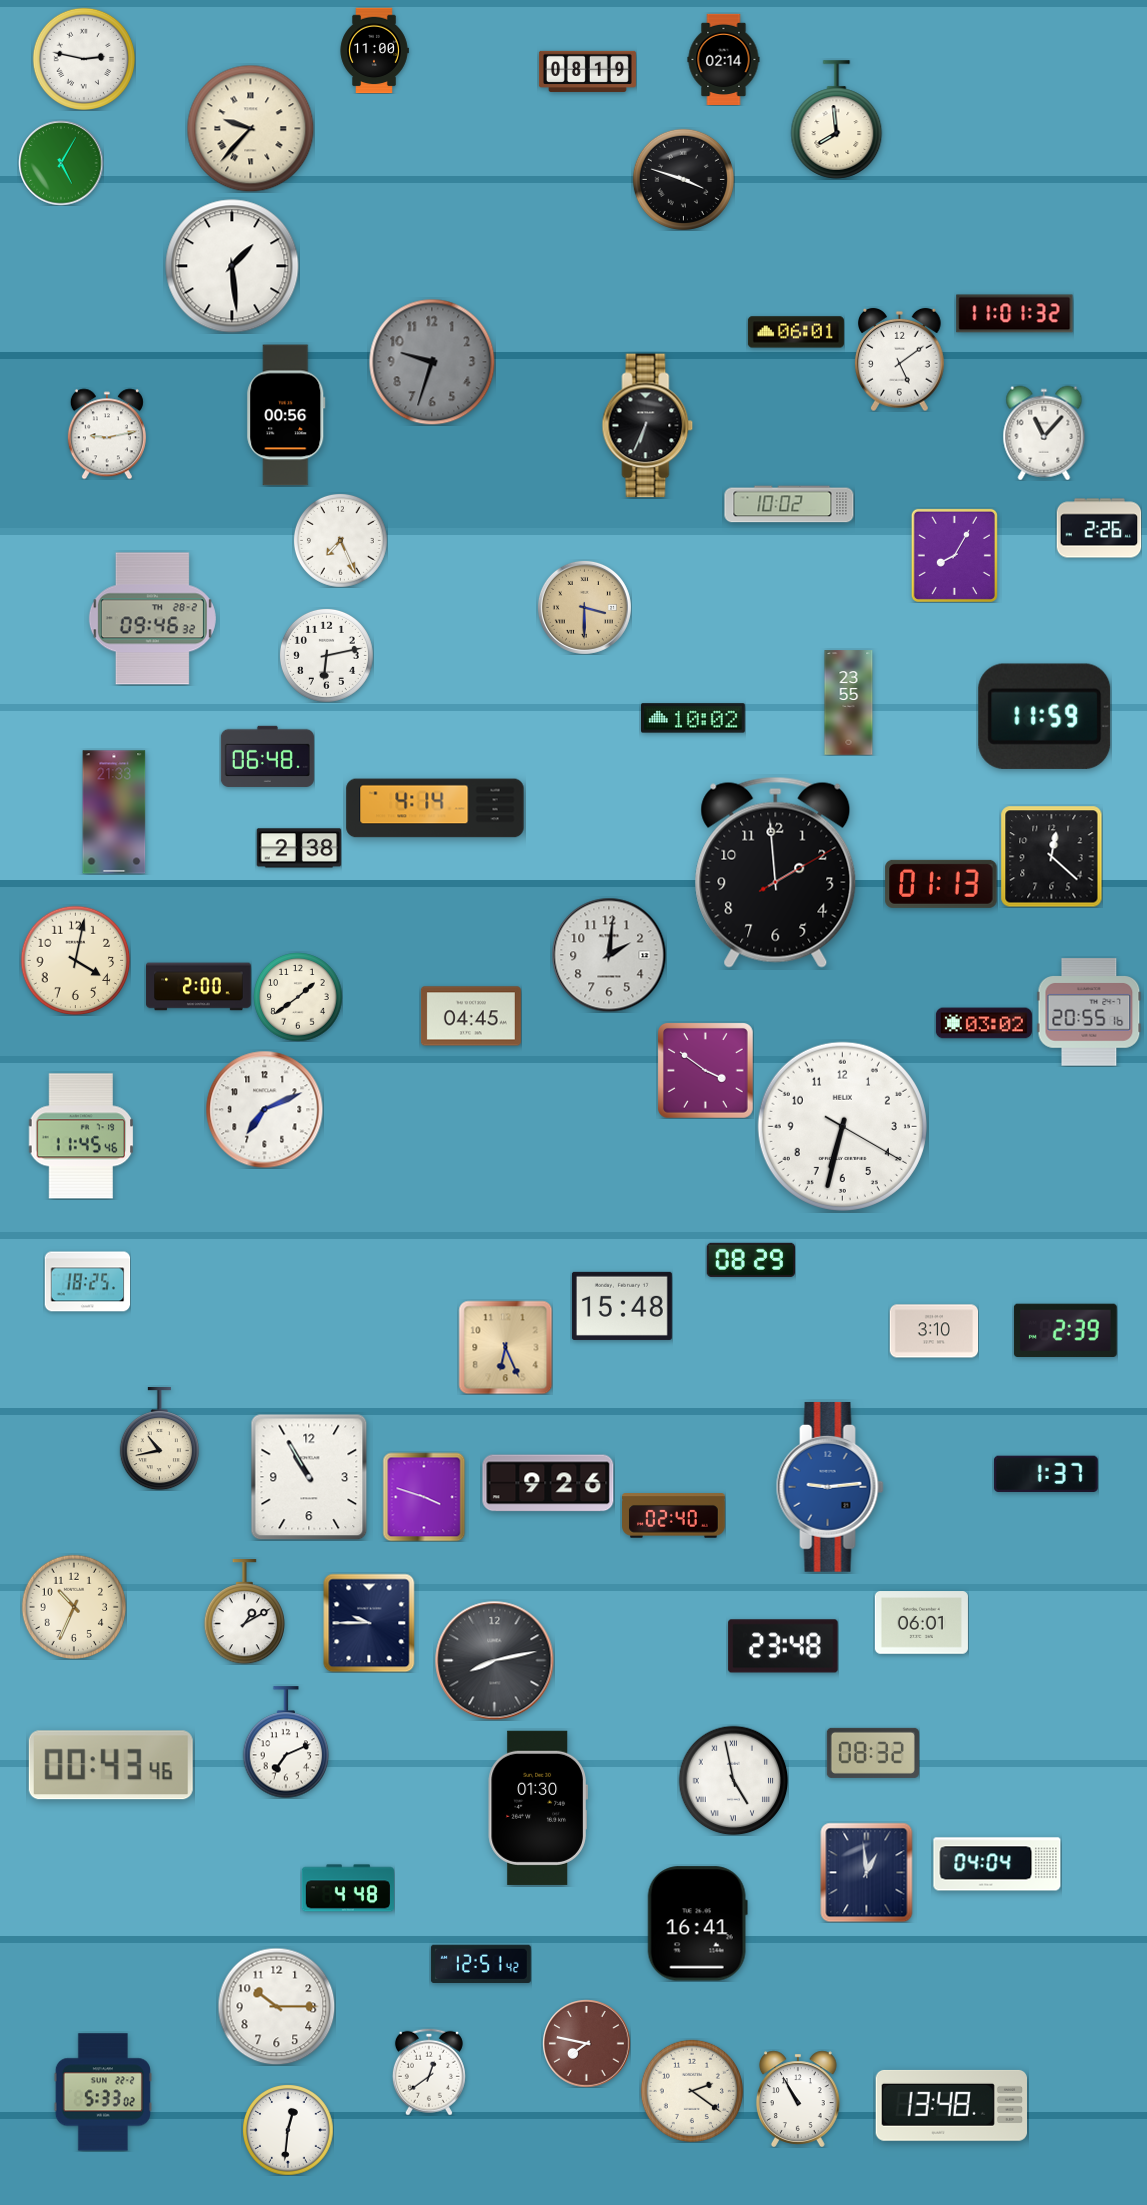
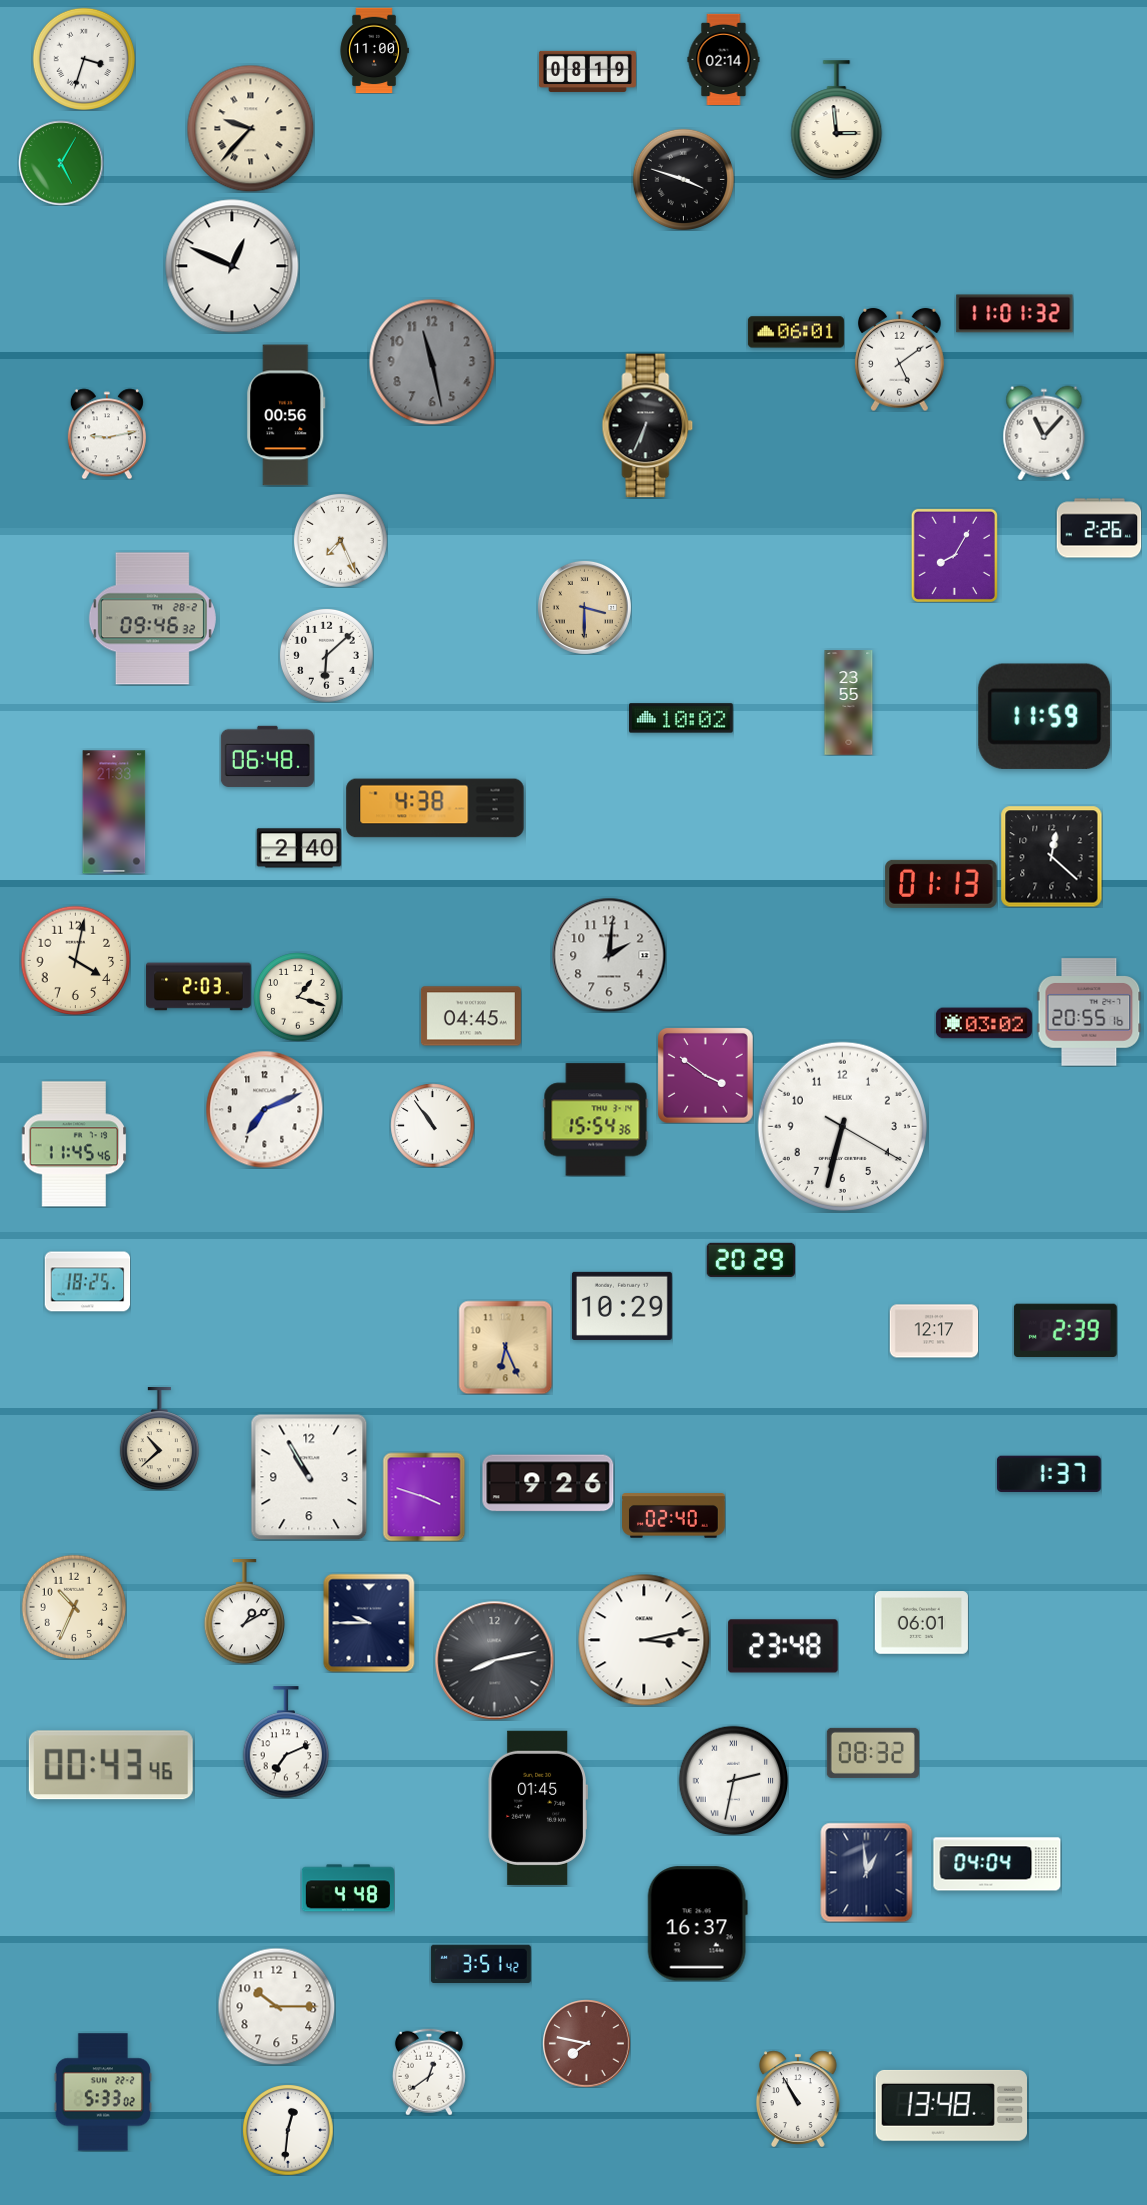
clock at (84, 59): 2:47 -> 3:33
clock at (837, 120): 7:59 -> 2:59
clock at (232, 266): 1:29 -> 12:49
clock at (432, 362): 9:33 -> 11:28
clock at (789, 504): 10:02 -> none
clock at (326, 655): 6:13 -> 6:08
clock at (694, 718) position: (694, 718) -> (682, 718)
clock at (435, 808): 4:14 -> 4:38
clock at (299, 848): 2:38 -> 2:40
clock at (776, 872): 1:59 -> none
clock at (199, 987): 2:00 -> 2:03
clock at (298, 997): 1:39 -> 1:18
clock at (705, 1070) position: (705, 1070) -> (705, 1075)
clock at (596, 1120): none -> 15:54
clock at (432, 1125): none -> 10:54
clock at (81, 1136) position: (81, 1136) -> (74, 1144)
clock at (750, 1260): 08:29 -> 20:29
clock at (622, 1306): 15:48 -> 10:29
clock at (934, 1331): 3:10 -> 12:17
clock at (159, 1439): 10:43 -> 10:38
clock at (1046, 1474) position: (1046, 1474) -> (1049, 1474)
clock at (830, 1487): 9:14 -> none
clock at (644, 1640): none -> 3:13
clock at (733, 1780): 4:58 -> 2:32
clock at (538, 1808): 01:30 -> 01:45
clock at (697, 1924): 16:41 -> 16:37
clock at (481, 1963): 12:51 -> 3:51
clock at (692, 2091): 2:21 -> none
